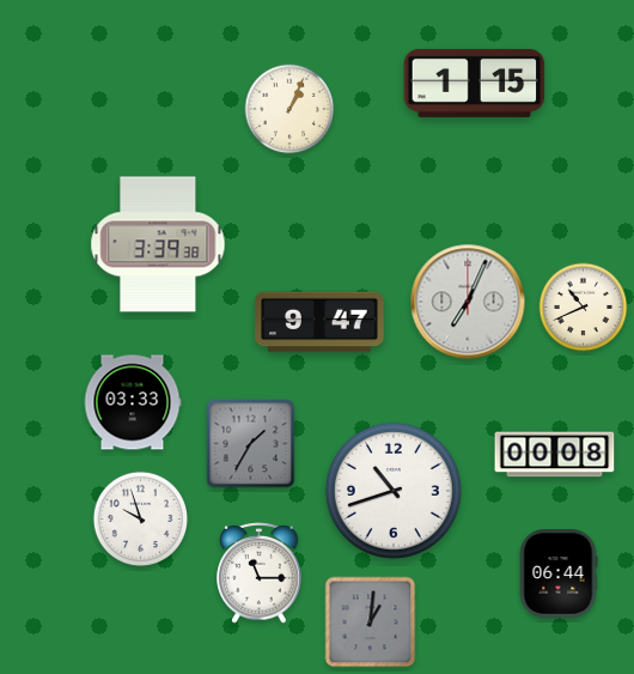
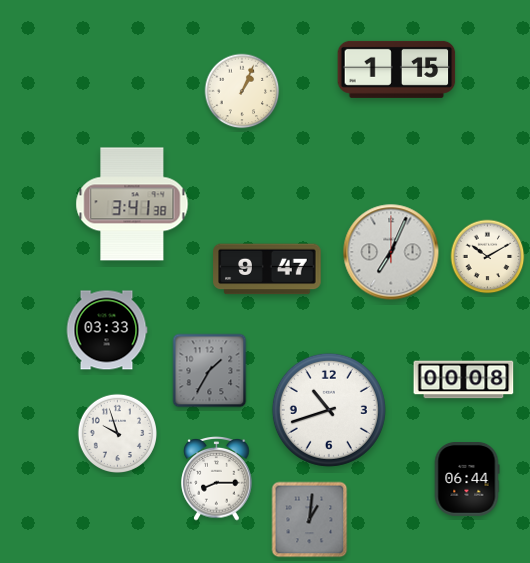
clock at (158, 244): 3:39 -> 3:41
clock at (584, 308): 10:41 -> 10:10
clock at (133, 402) position: (133, 402) -> (107, 330)
clock at (260, 573): 11:15 -> 8:15
